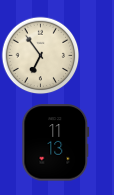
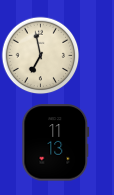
clock at (40, 55): 6:54 -> 6:58
